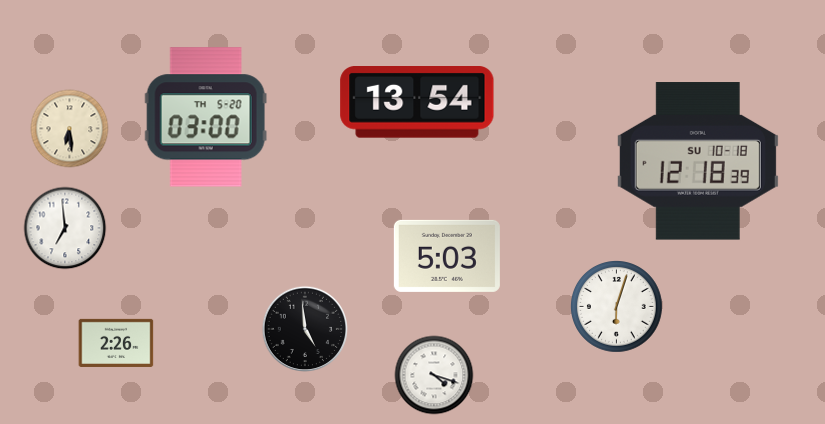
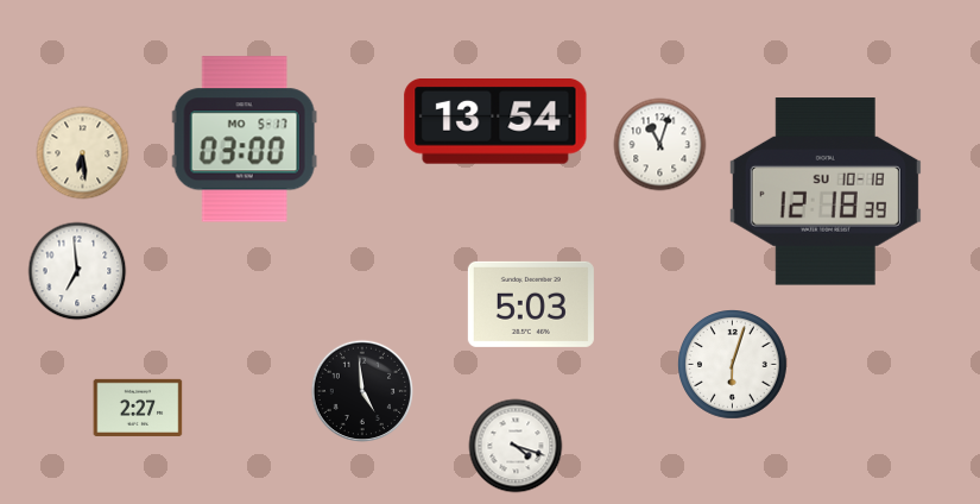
clock at (206, 117) date: TH 5-20 -> MO 5-17
clock at (660, 145): none -> 11:03
clock at (698, 161) position: (698, 161) -> (826, 191)
clock at (116, 343): 2:26 -> 2:27
